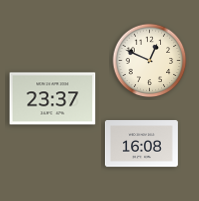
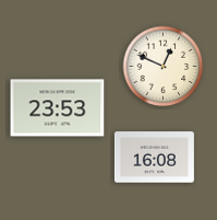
clock at (53, 99): 23:37 -> 23:53
